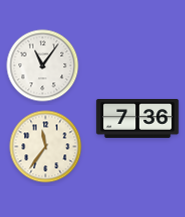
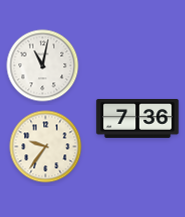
clock at (43, 66): 11:06 -> 11:02
clock at (46, 147): 11:36 -> 9:36
